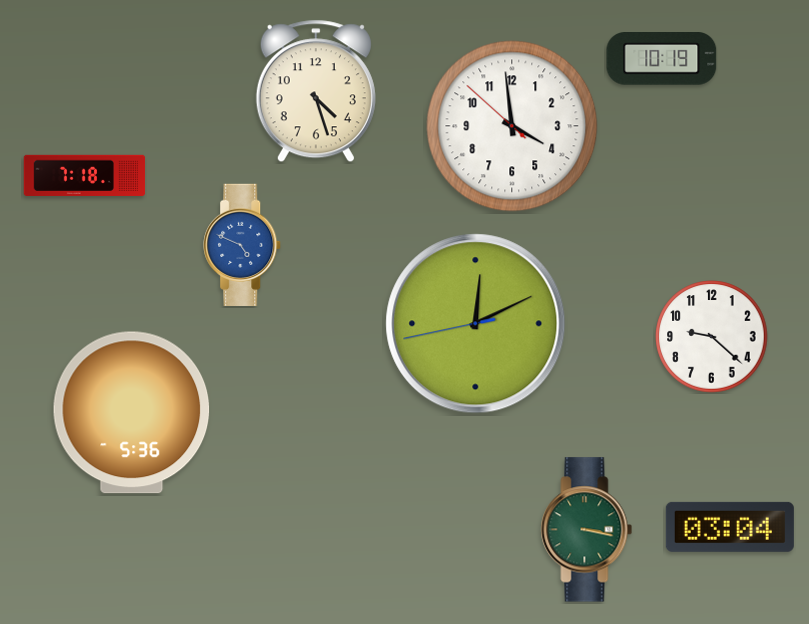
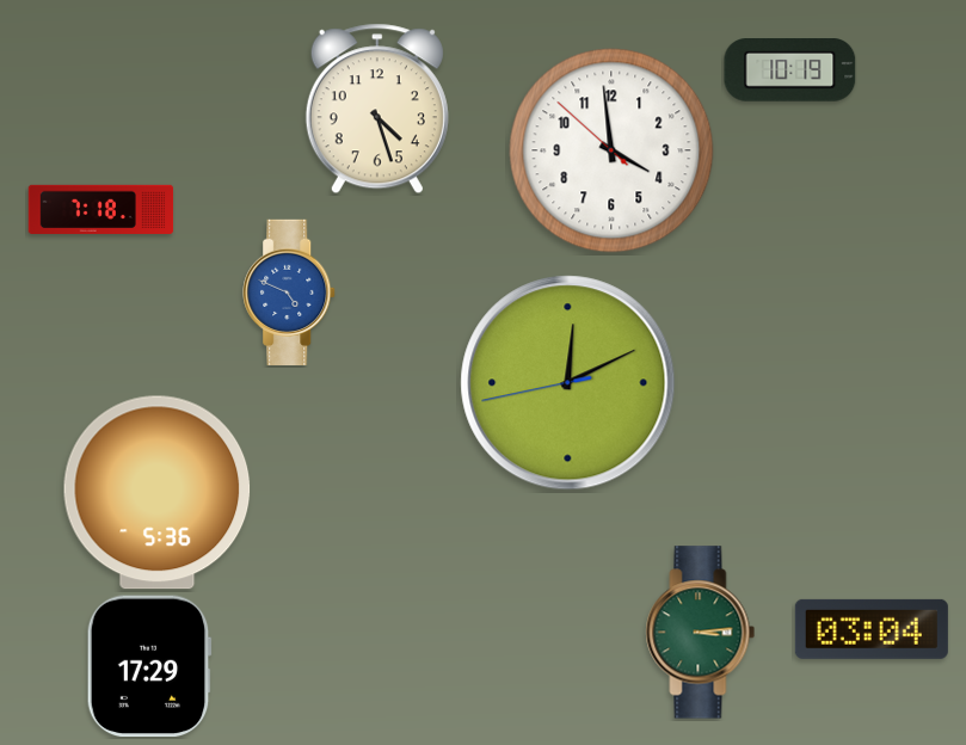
clock at (476, 324) position: (476, 324) -> (568, 383)
clock at (712, 337): 9:22 -> none
clock at (587, 530): 3:17 -> 3:14
clock at (149, 666): none -> 17:29
